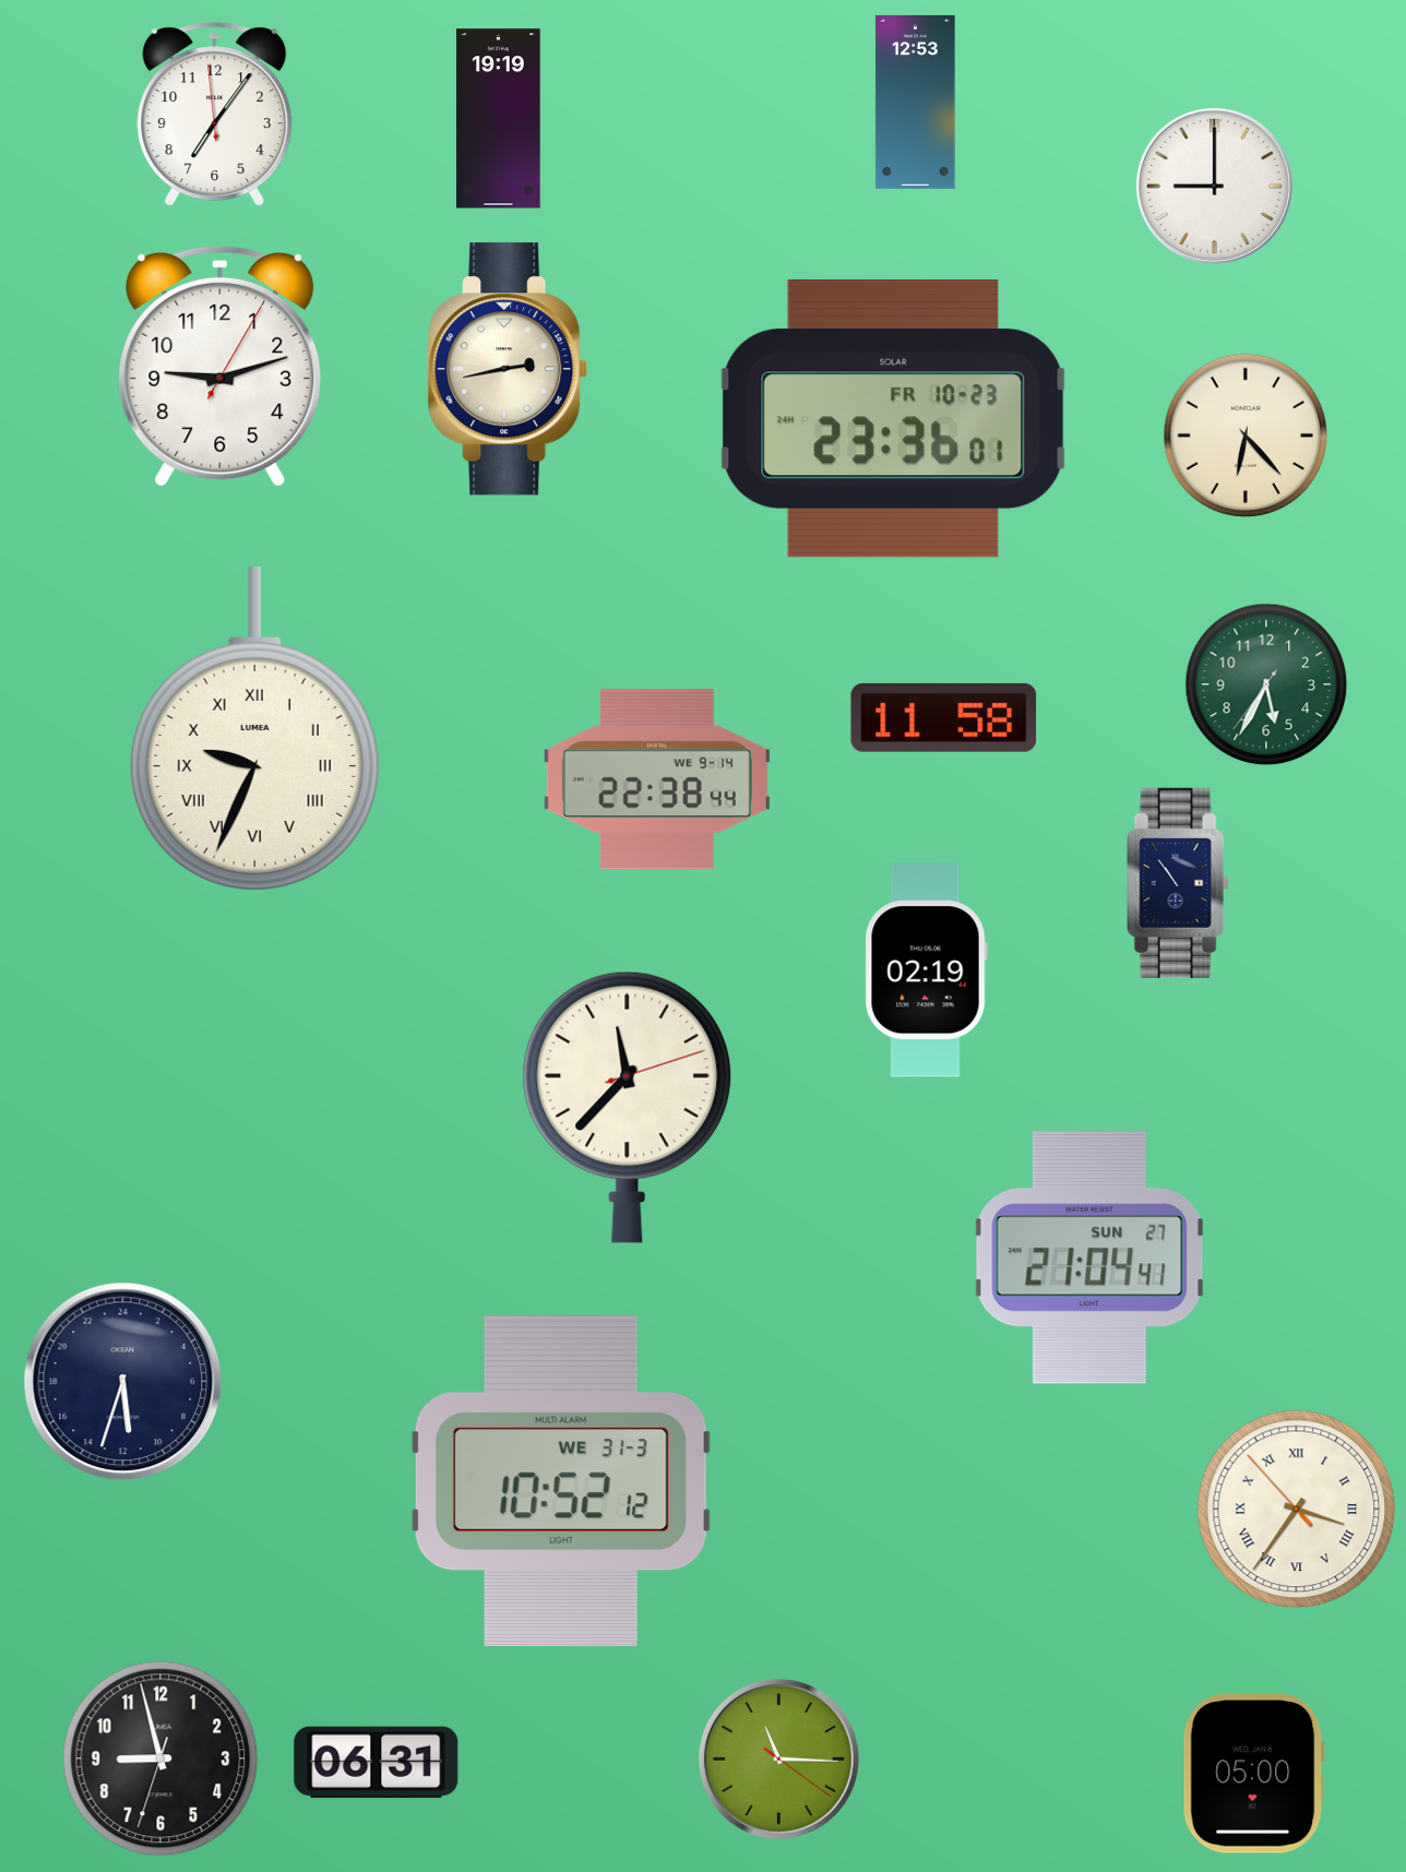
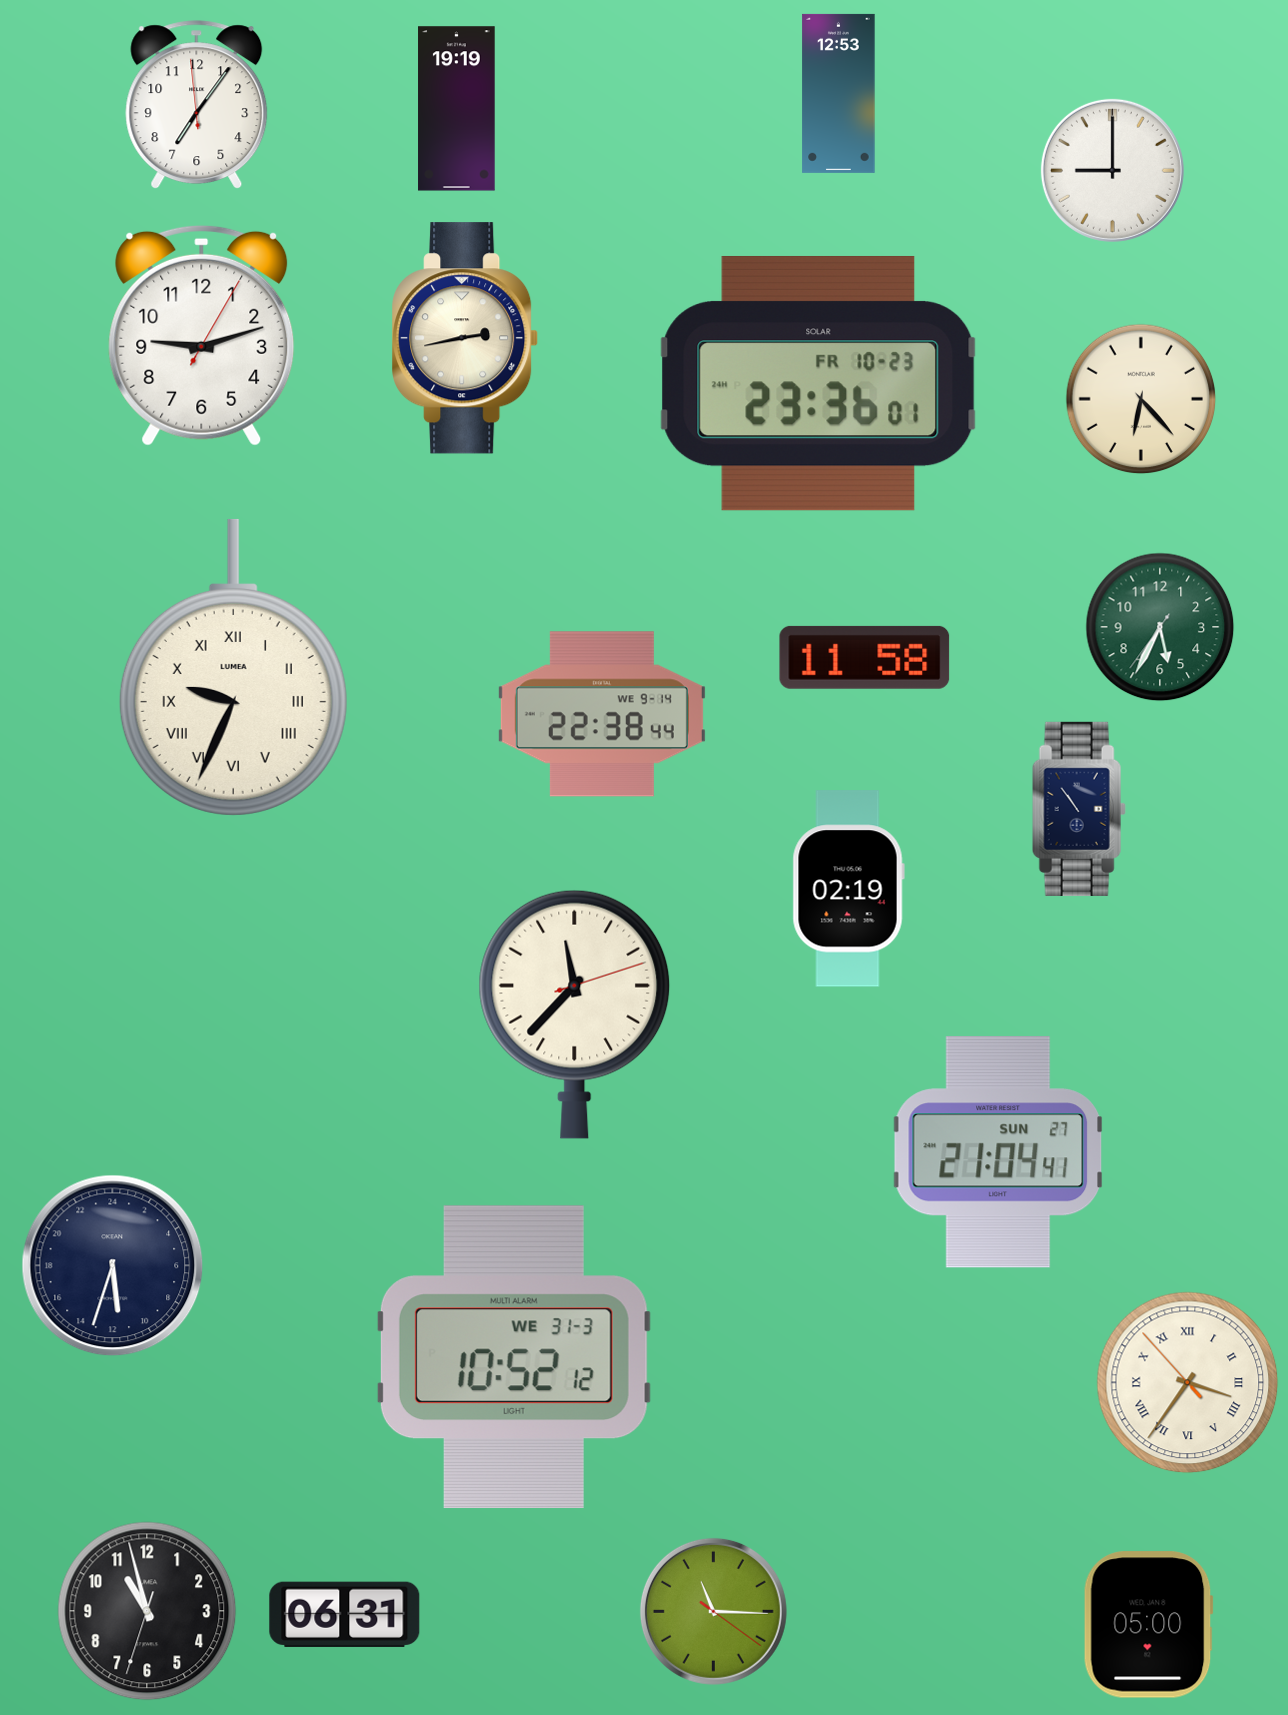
clock at (160, 1758): 8:57 -> 10:57
